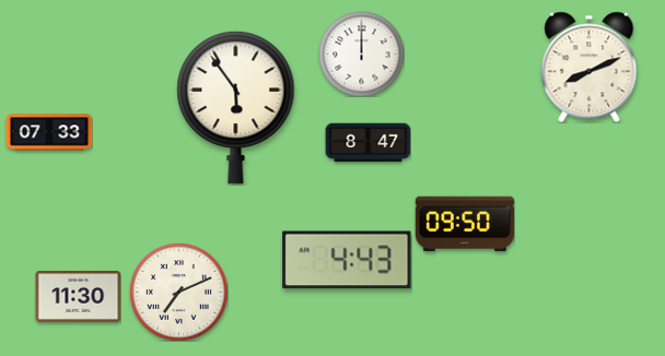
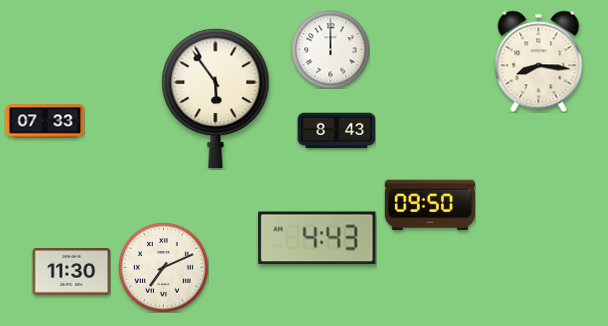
clock at (590, 67): 8:11 -> 8:16
clock at (367, 143): 8:47 -> 8:43
clock at (465, 224) position: (465, 224) -> (430, 205)
